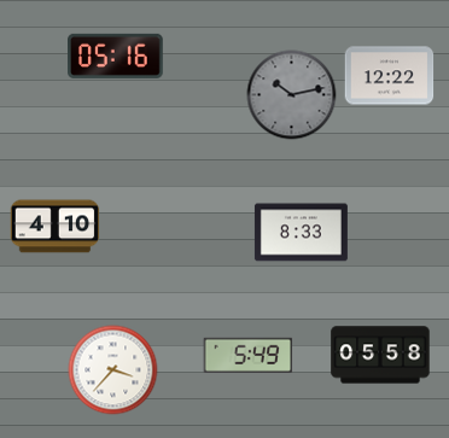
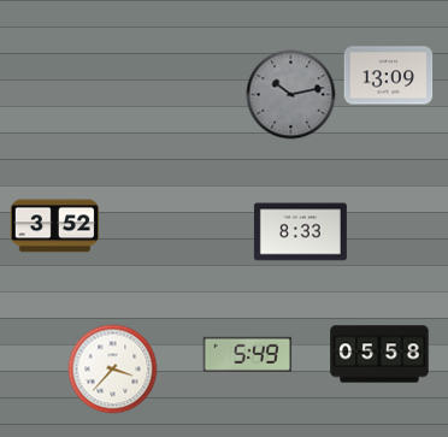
clock at (116, 56): 05:16 -> none
clock at (390, 76): 12:22 -> 13:09
clock at (56, 227): 4:10 -> 3:52
